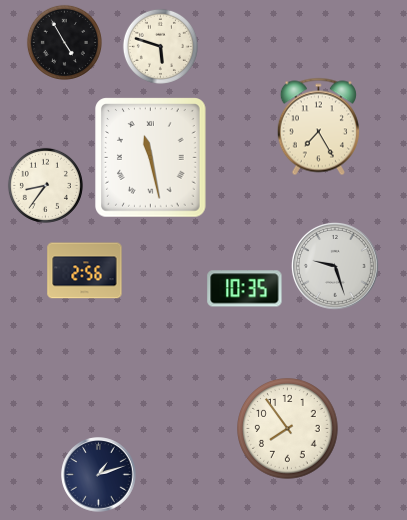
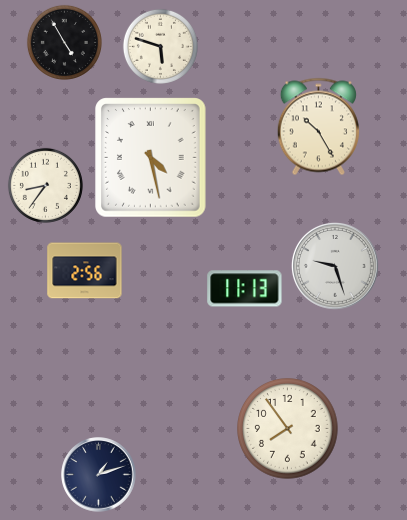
clock at (318, 127): 7:25 -> 10:25
clock at (151, 158): 11:28 -> 4:28
clock at (245, 289): 10:35 -> 11:13
